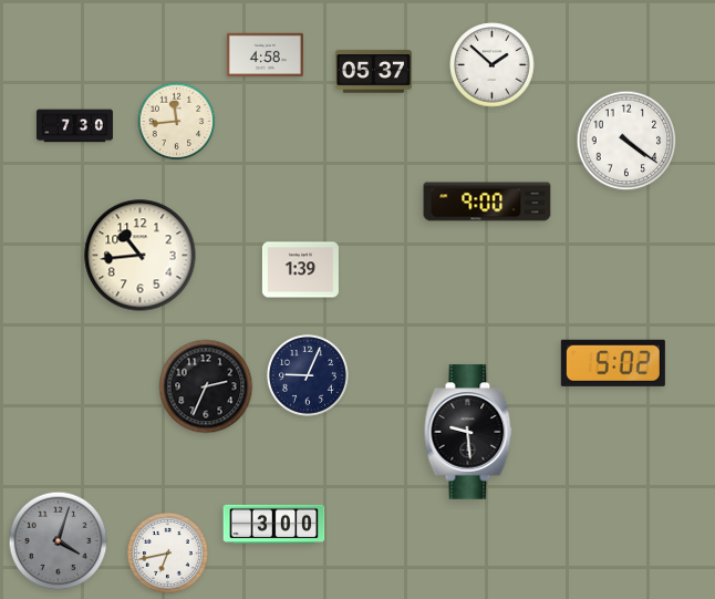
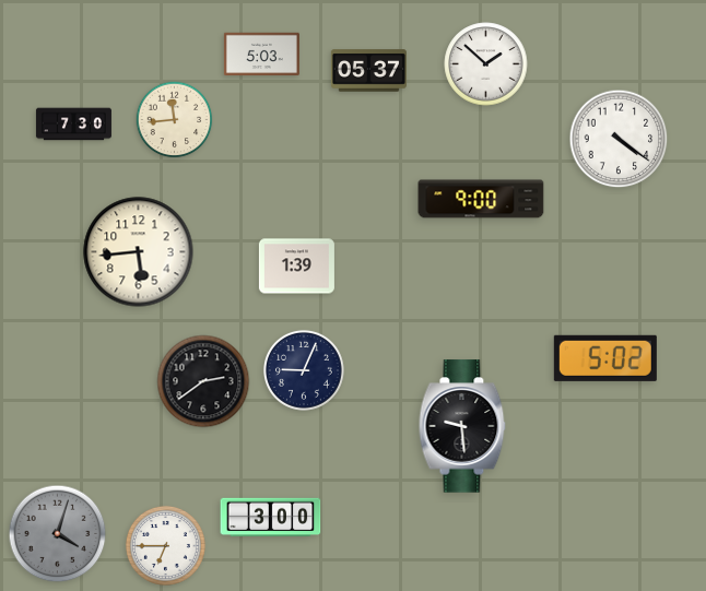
clock at (265, 55): 4:58 -> 5:03
clock at (141, 256): 10:44 -> 5:44
clock at (206, 386): 2:34 -> 2:39
clock at (167, 552): 6:43 -> 6:45
